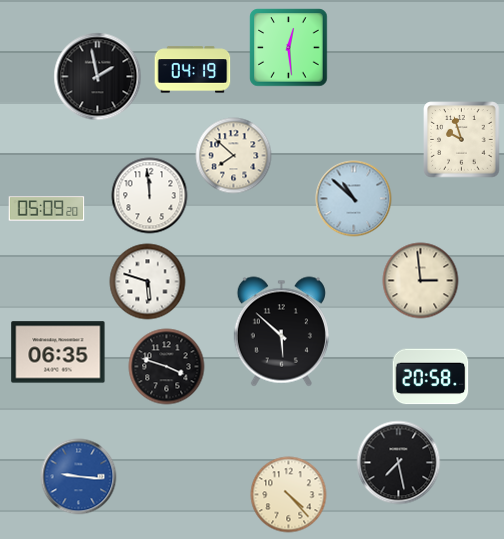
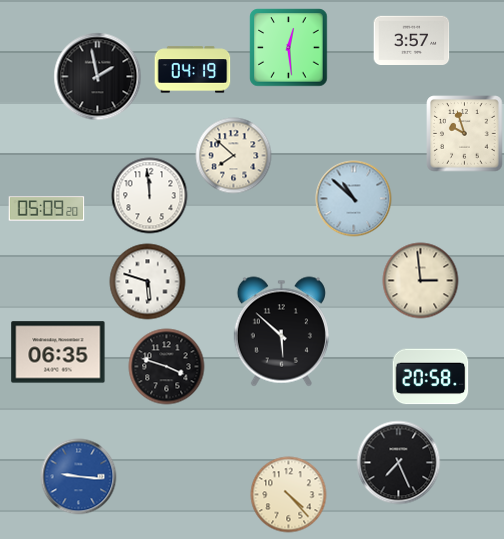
clock at (412, 41): none -> 3:57
clock at (462, 140) position: (462, 140) -> (465, 134)
clock at (399, 463): 7:28 -> 7:26
